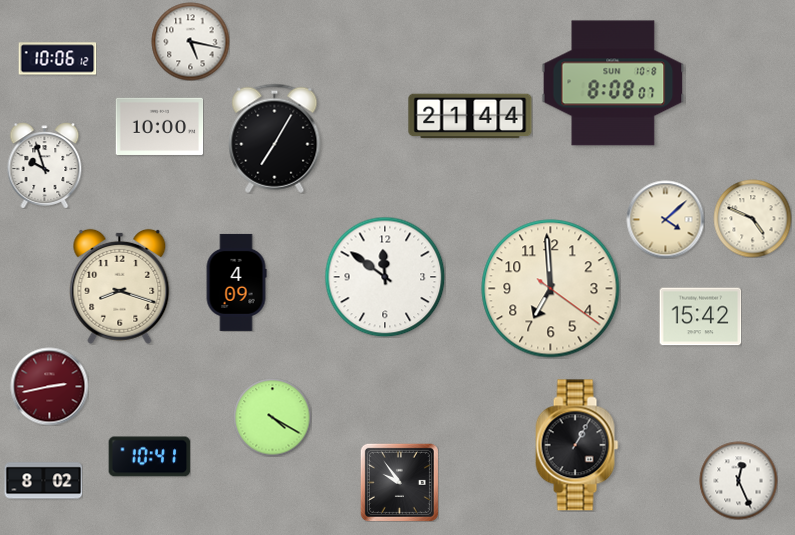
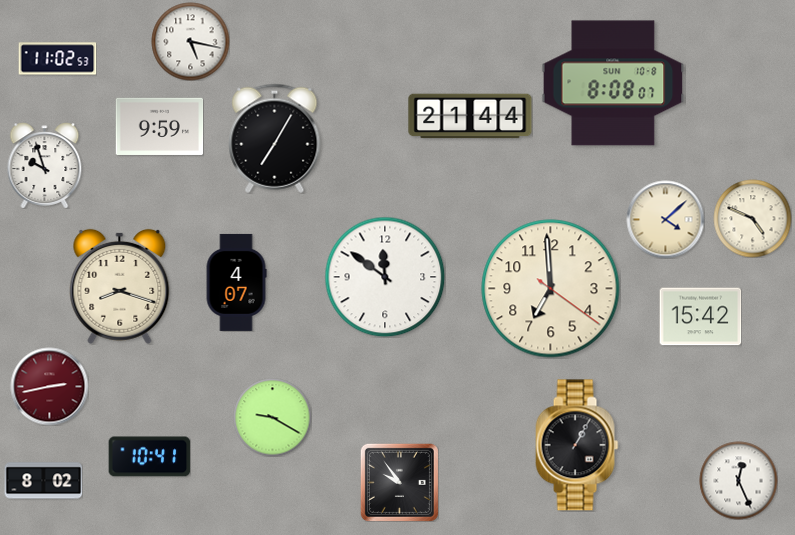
clock at (57, 59): 10:06 -> 11:02
clock at (159, 126): 10:00 -> 9:59
clock at (236, 282): 4:09 -> 4:07
clock at (272, 417): 4:20 -> 9:20
